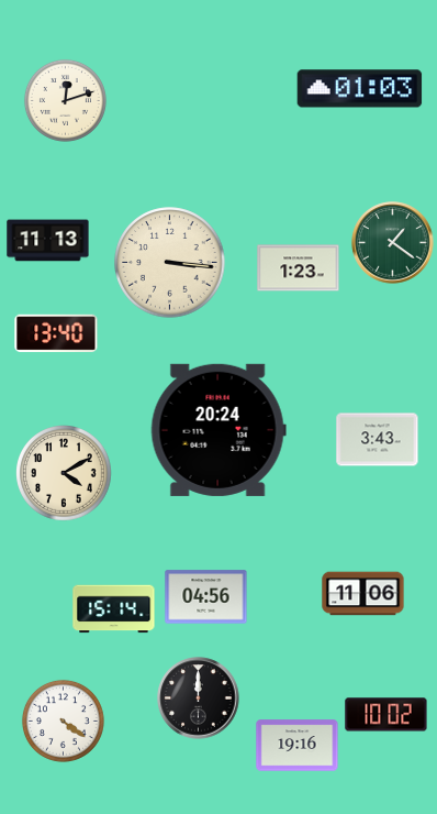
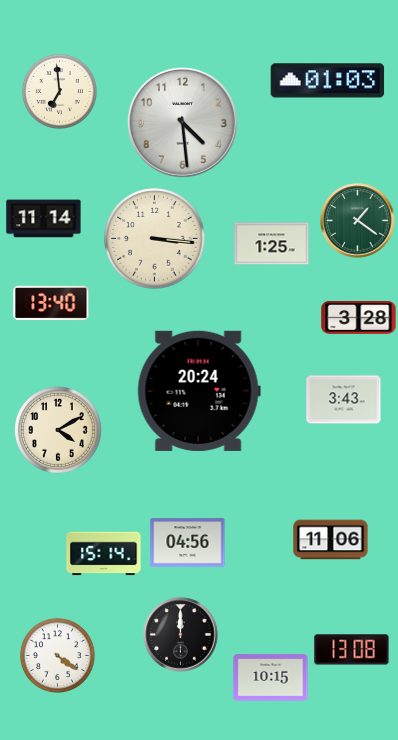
clock at (65, 100): 12:12 -> 6:59
clock at (182, 122): none -> 4:29
clock at (48, 241): 11:13 -> 11:14
clock at (299, 268): 1:23 -> 1:25
clock at (359, 318): none -> 3:28
clock at (386, 715): 10:02 -> 13:08
clock at (298, 746): 19:16 -> 10:15
